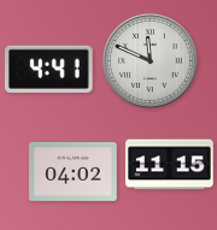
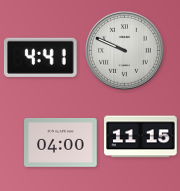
clock at (151, 61): 11:49 -> 9:49
clock at (74, 172): 04:02 -> 04:00
